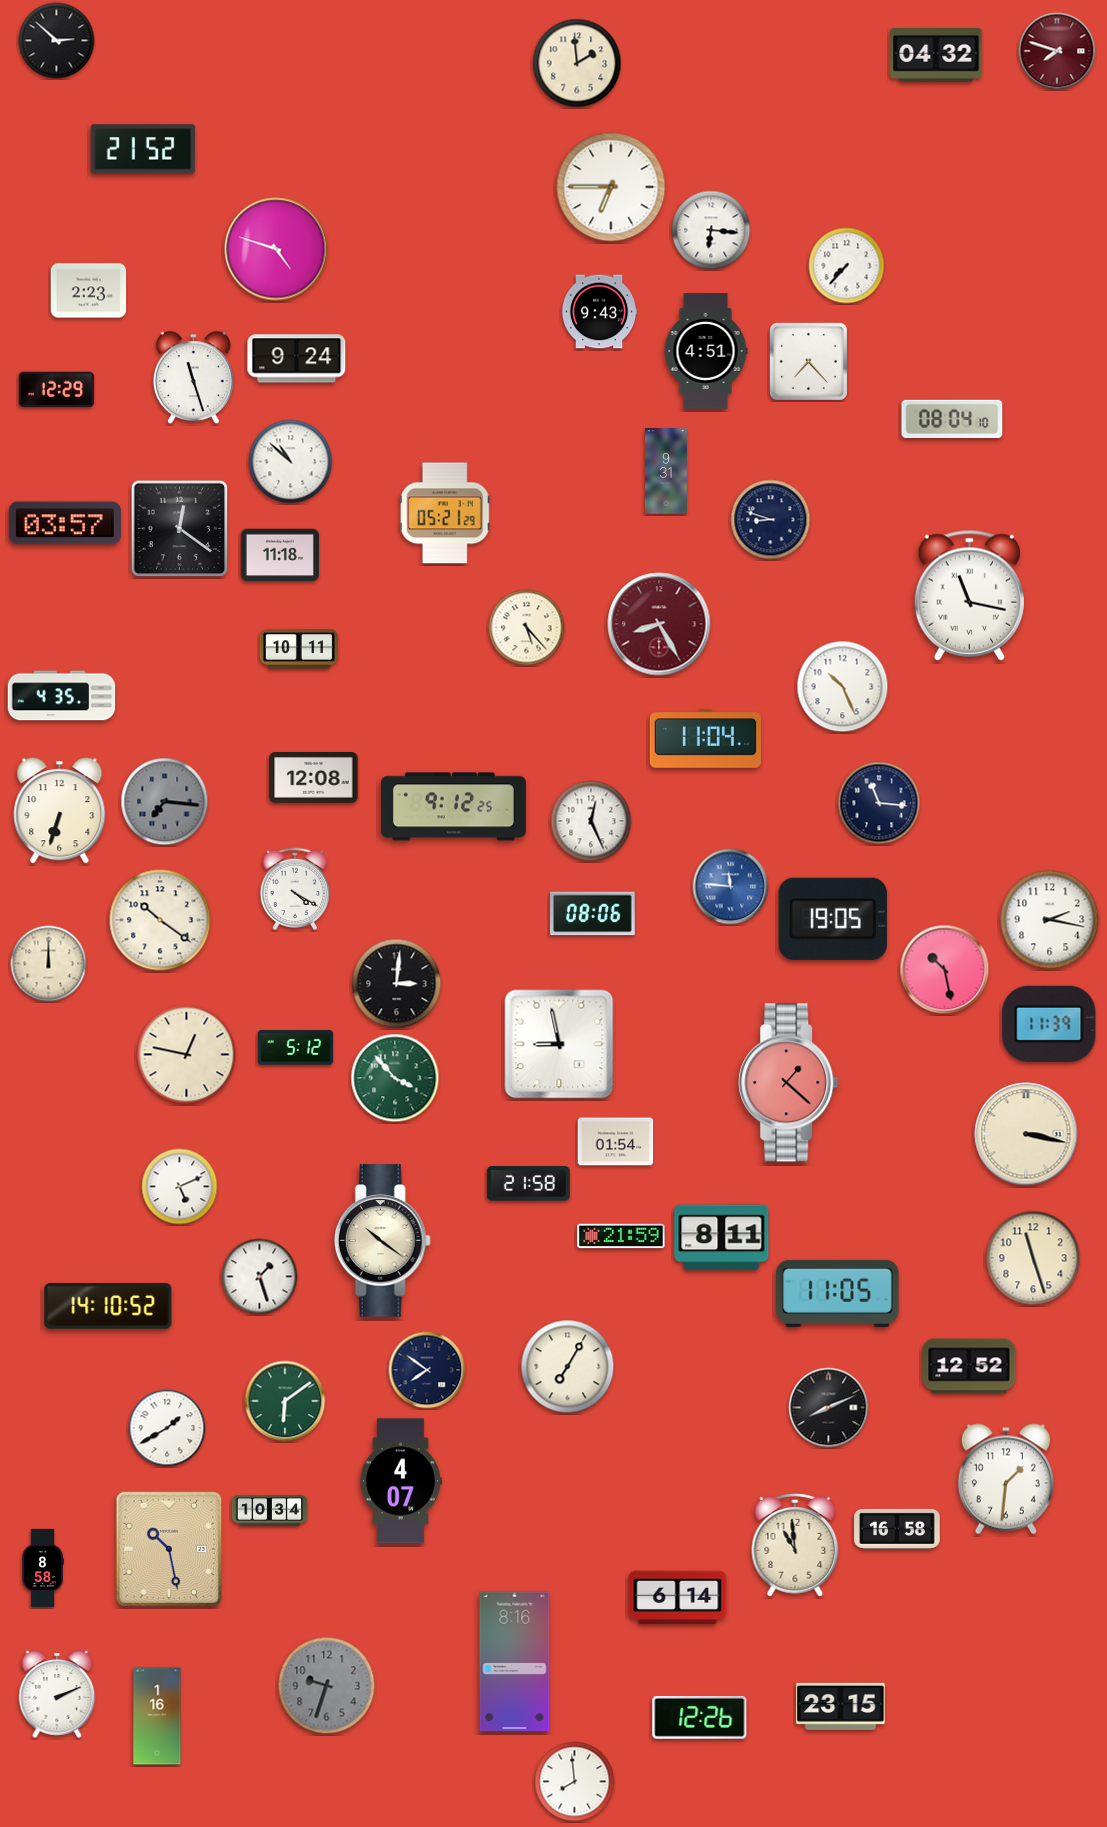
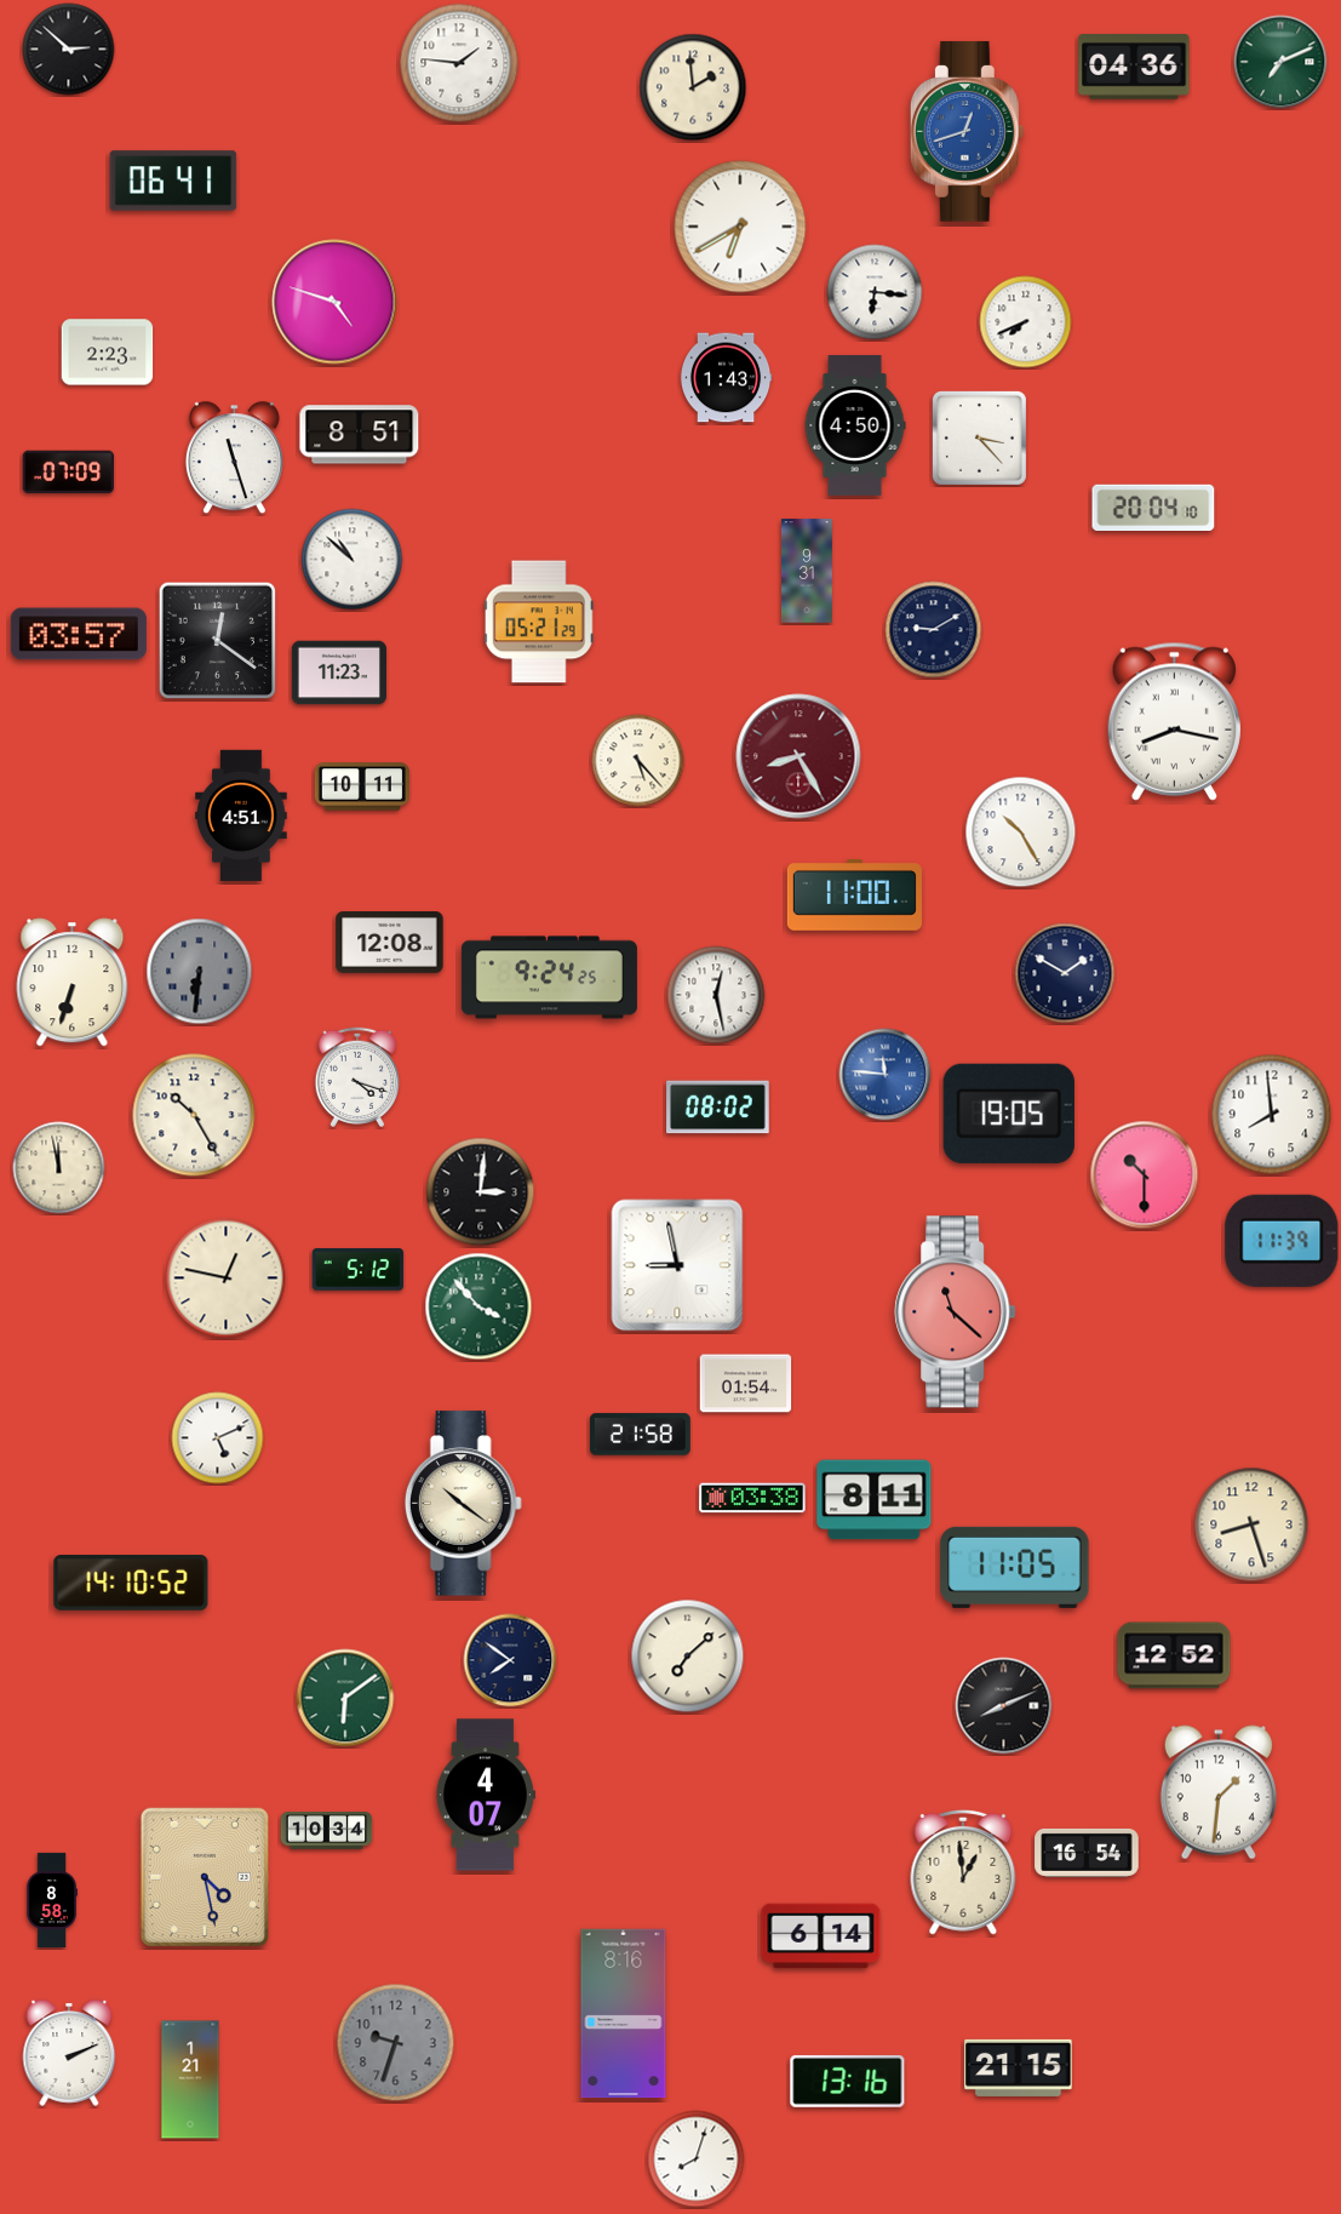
clock at (1057, 51): 7:48 -> 7:11
clock at (1057, 51) dial: burgundy -> green
clock at (459, 63): none -> 1:46
clock at (936, 56): 04:32 -> 04:36
clock at (577, 63) position: (577, 63) -> (693, 87)
clock at (967, 131): none -> 12:42
clock at (143, 149): 21:52 -> 06:41
clock at (611, 187): 6:45 -> 6:40
clock at (711, 230) position: (711, 230) -> (875, 292)
clock at (847, 266): 7:37 -> 7:41
clock at (599, 312): 9:43 -> 1:43
clock at (706, 351): 4:51 -> 4:50
clock at (297, 359): 9:24 -> 8:51
clock at (808, 361): 7:23 -> 3:23
clock at (57, 390): 12:29 -> 07:09
clock at (952, 418): 08:04 -> 20:04
clock at (771, 520): 8:48 -> 9:10
clock at (279, 555): 11:18 -> 11:23
clock at (969, 595): 11:17 -> 8:17
clock at (241, 816): none -> 4:51
clock at (843, 687): 10:26 -> 10:25
clock at (62, 696): 4:35 -> none
clock at (705, 739): 11:04 -> 11:00
clock at (314, 778) position: (314, 778) -> (390, 943)
clock at (165, 802): 7:16 -> 6:31
clock at (879, 803): 11:16 -> 1:50
clock at (453, 807): 9:12 -> 9:24
clock at (591, 821): 12:26 -> 12:28
clock at (294, 888): 4:20 -> 4:18
clock at (593, 914): 08:06 -> 08:02
clock at (160, 920): 10:21 -> 10:25
clock at (1050, 920): 2:17 -> 7:59
clock at (49, 964): 12:00 -> 11:58
clock at (945, 970): 10:28 -> 10:30
clock at (1049, 1024) position: (1049, 1024) -> (1282, 1241)
clock at (789, 1083): 1:22 -> 11:22
clock at (1026, 1134): 3:17 -> none
clock at (621, 1236): 21:59 -> 03:38
clock at (1033, 1258): 11:27 -> 8:27
clock at (260, 1277): 1:27 -> none
clock at (568, 1367): 7:05 -> 7:08
clock at (427, 1370) position: (427, 1370) -> (510, 1660)
clock at (167, 1428): 1:40 -> none
clock at (897, 1529): 16:58 -> 16:54
clock at (795, 1545): 10:59 -> 12:59
clock at (168, 1548): 10:28 -> 4:28
clock at (841, 1706): 23:15 -> 21:15
clock at (157, 1716): 1:16 -> 1:21
clock at (700, 1717): 12:26 -> 13:16
clock at (575, 1782): 7:59 -> 8:03
